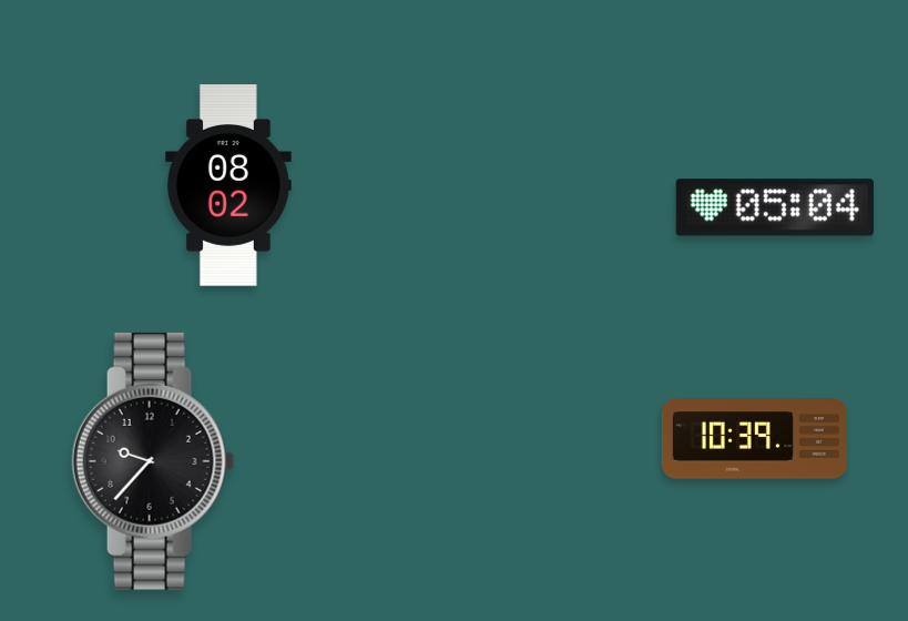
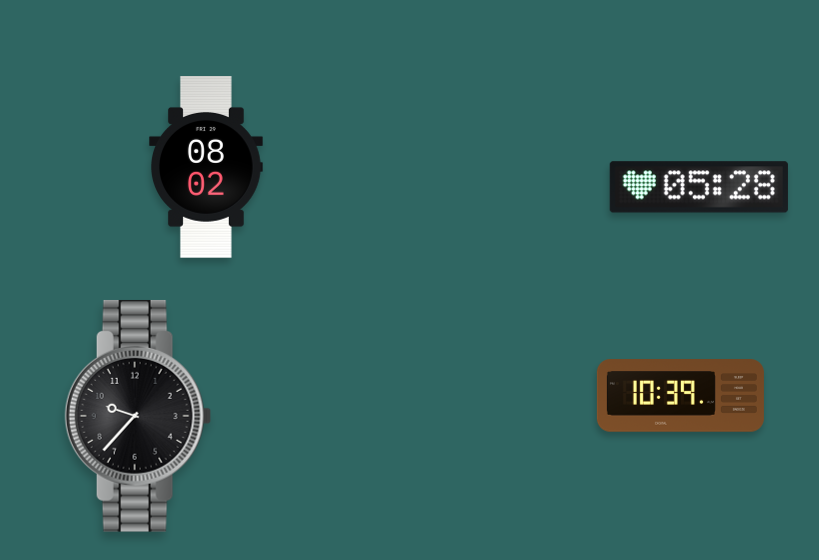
clock at (775, 207): 05:04 -> 05:28
